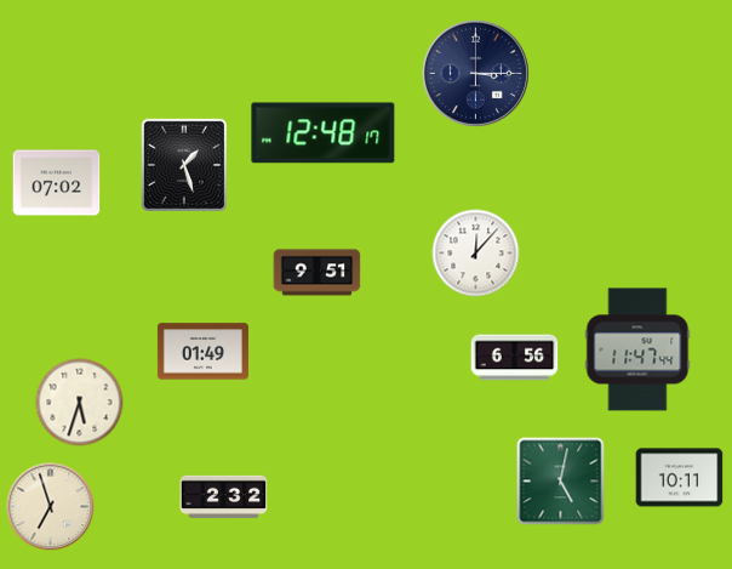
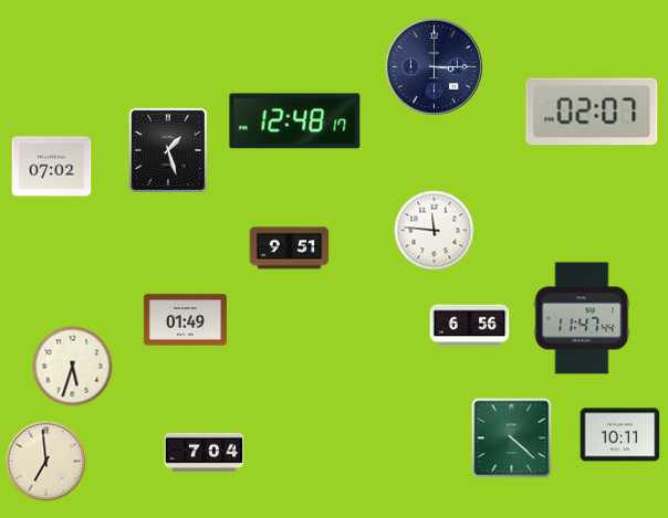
clock at (592, 112): none -> 02:07
clock at (476, 254): 12:07 -> 11:46
clock at (561, 482): 5:02 -> 4:22
clock at (224, 497): 2:32 -> 7:04
clock at (51, 507): 6:57 -> 6:59
